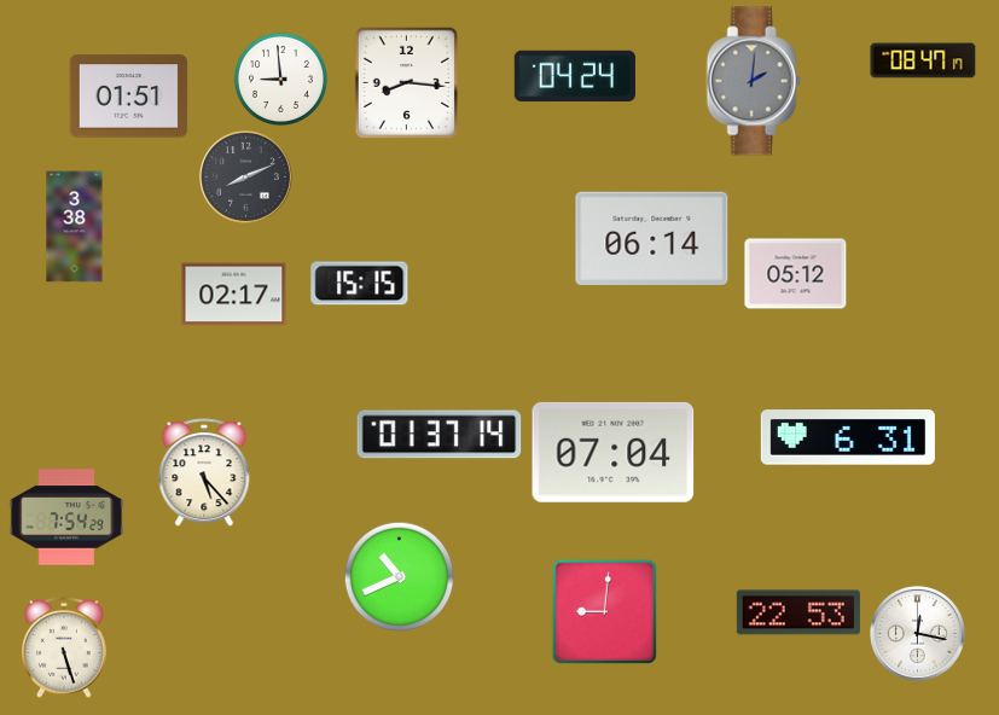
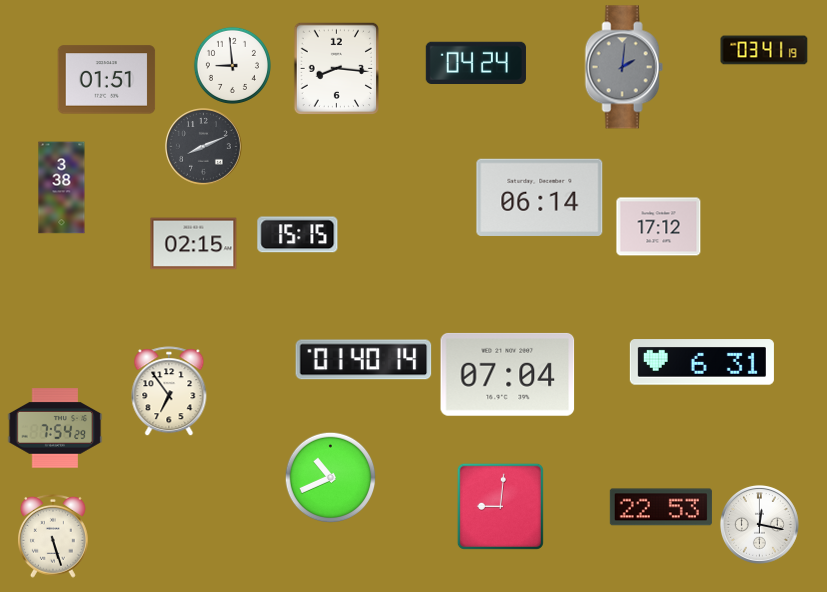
clock at (923, 60): 08:47 -> 03:41
clock at (796, 274): 05:12 -> 17:12
clock at (234, 295): 02:17 -> 02:15
clock at (440, 435): 01:37 -> 01:40
clock at (204, 472): 5:23 -> 6:54
